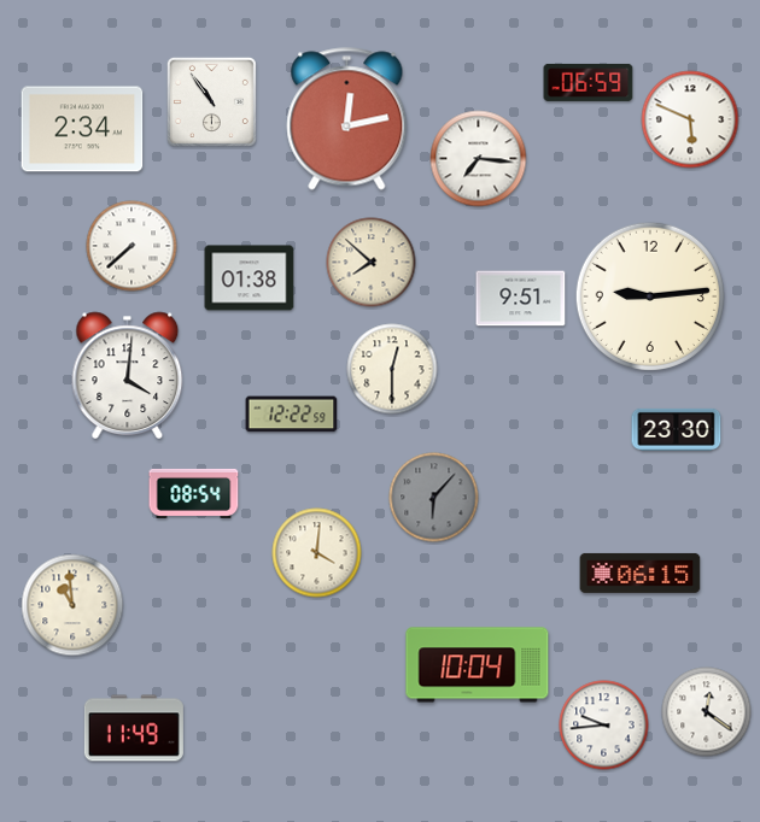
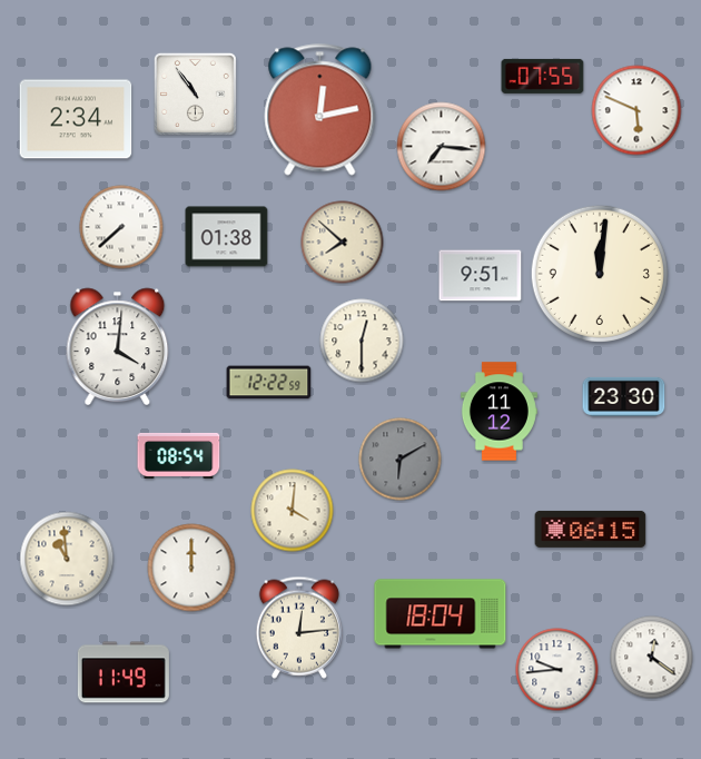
clock at (589, 82): 06:59 -> 07:55
clock at (250, 278) position: (250, 278) -> (227, 237)
clock at (650, 296): 9:14 -> 12:01
clock at (498, 412): none -> 11:12
clock at (434, 498): 6:07 -> 6:10
clock at (191, 568): none -> 12:00
clock at (478, 665): 10:04 -> 18:04
clock at (299, 628): none -> 12:14
